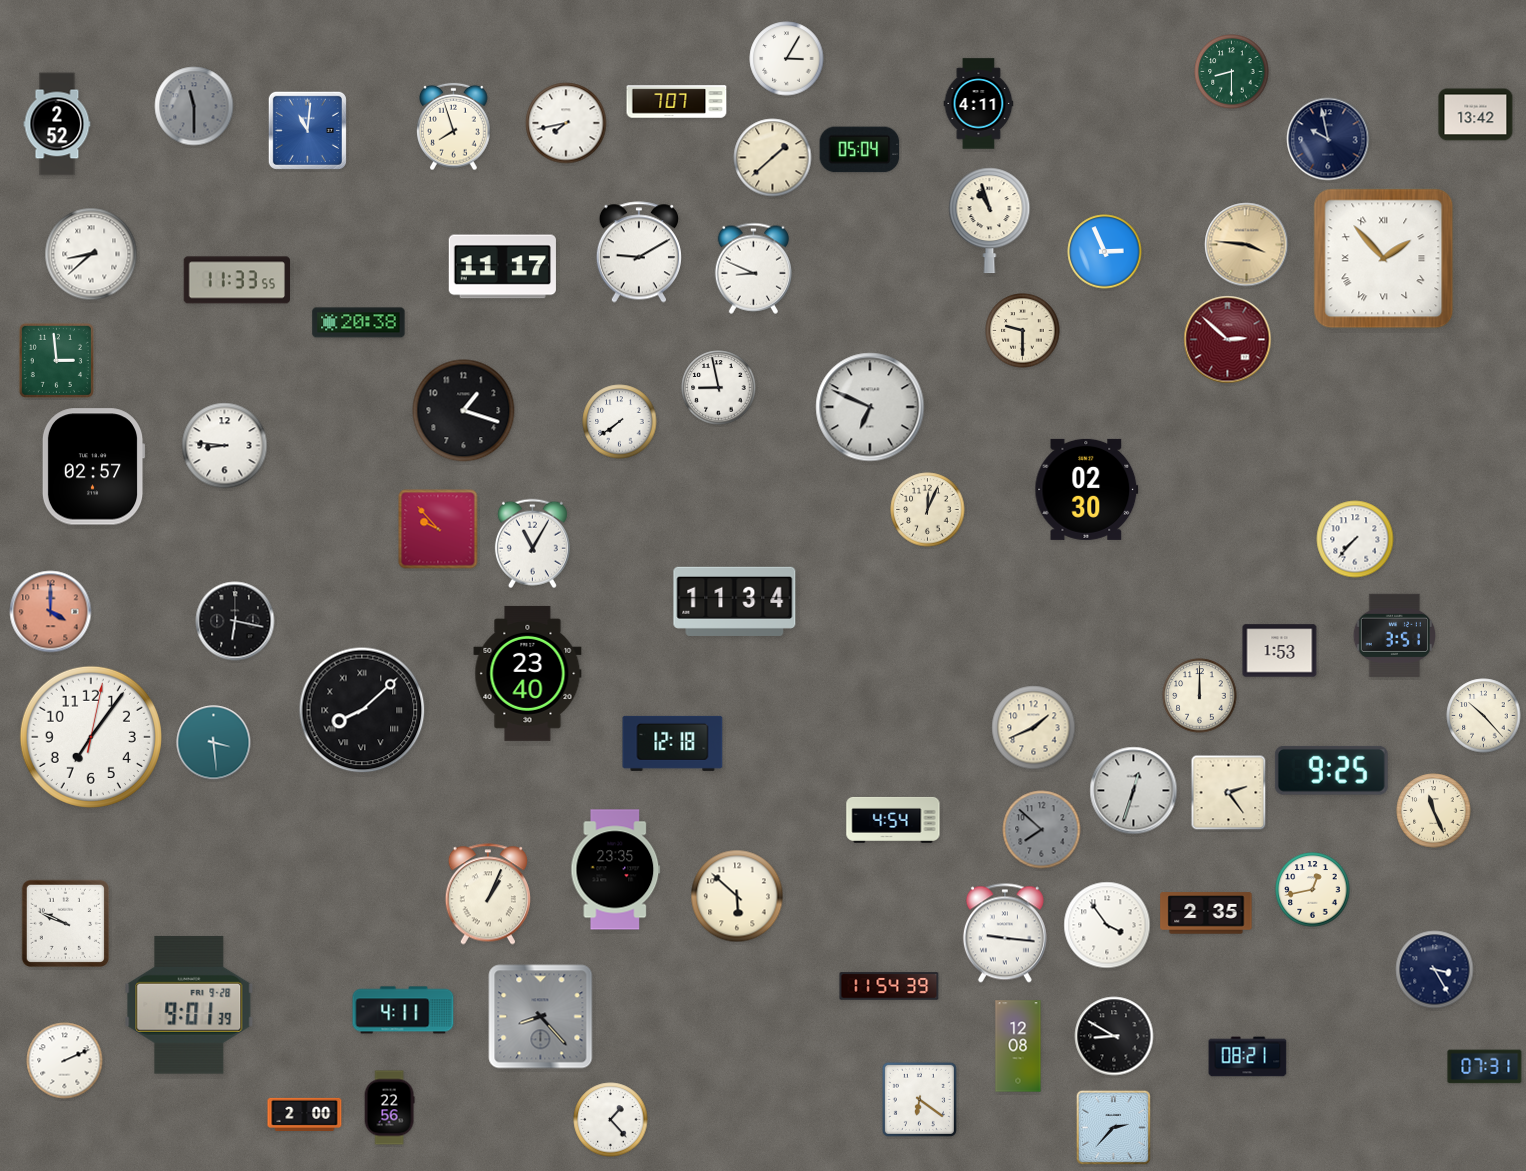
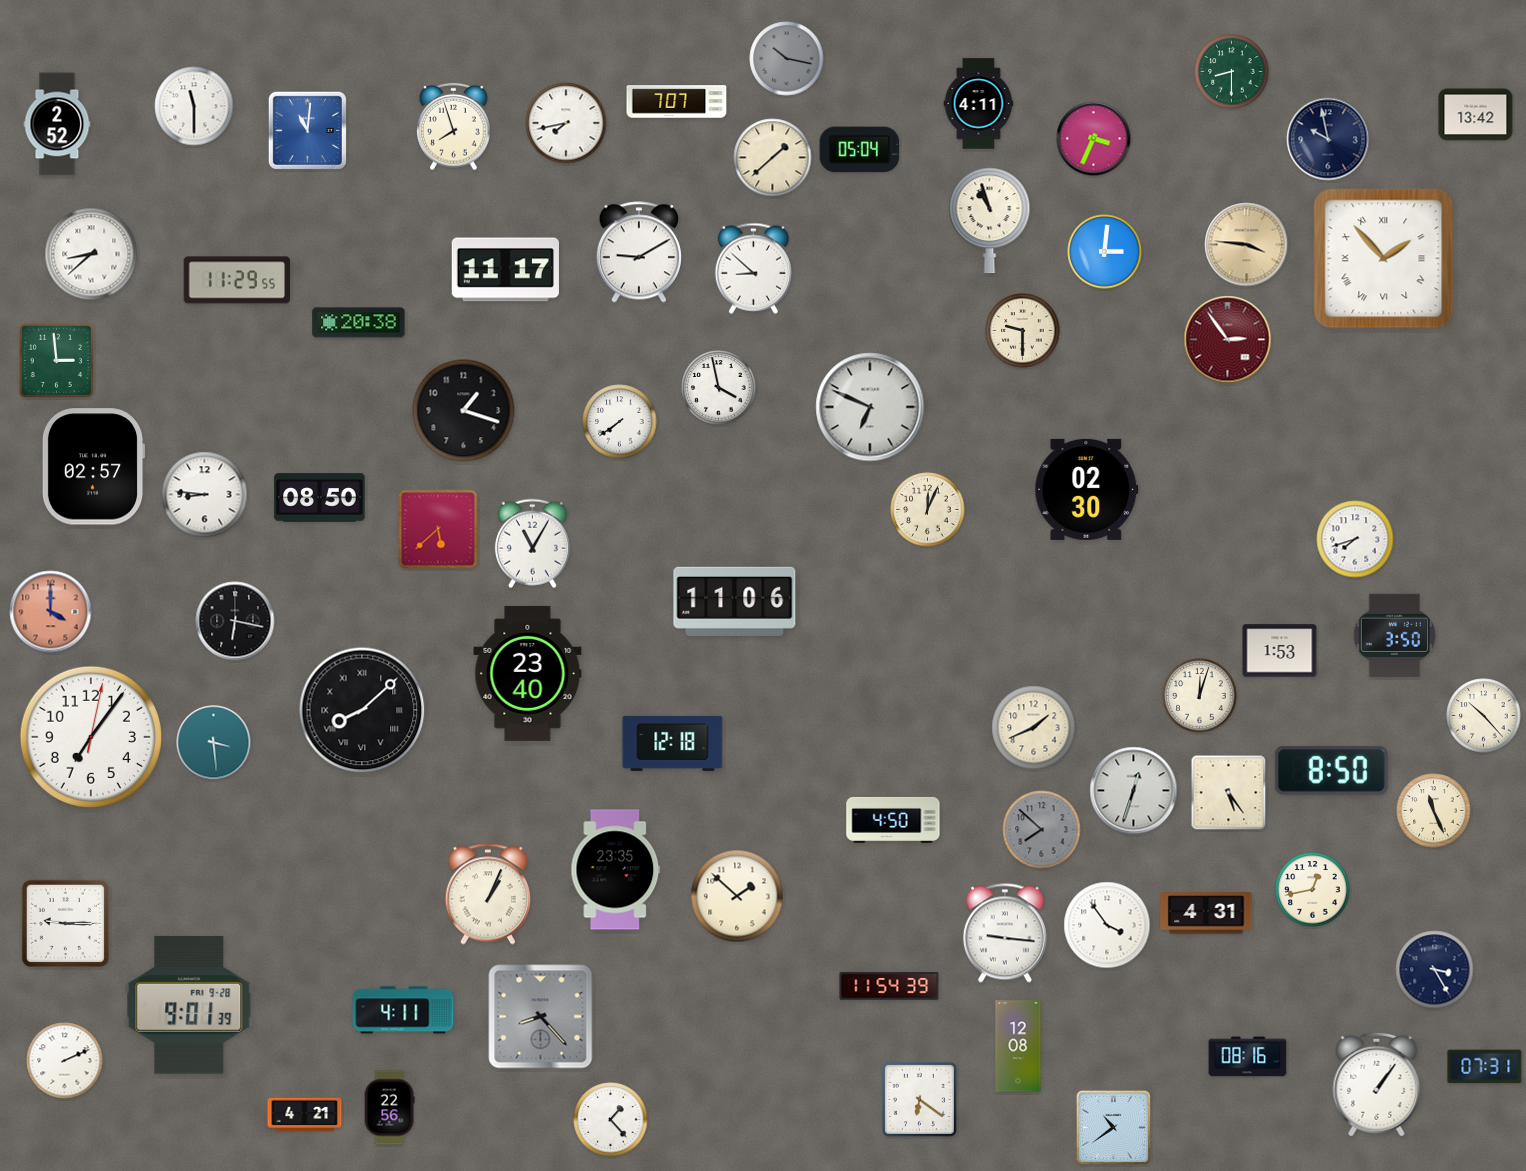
clock at (787, 59): 3:05 -> 10:17
clock at (787, 59) dial: white -> grey
clock at (194, 106) dial: grey -> white
clock at (1094, 139): none -> 3:34
clock at (1105, 252): 2:56 -> 3:01
clock at (502, 267) position: (502, 267) -> (505, 270)
clock at (753, 268): 8:49 -> 8:52
clock at (236, 280): 11:33 -> 11:29
clock at (1228, 340): 2:52 -> 2:54
clock at (719, 388): 8:58 -> 3:58
clock at (225, 446) position: (225, 446) -> (205, 495)
clock at (320, 498): none -> 08:50
clock at (438, 529): 9:53 -> 5:38
clock at (1355, 539): 7:37 -> 7:42
clock at (735, 601): 11:34 -> 11:06
clock at (1394, 635): 3:51 -> 3:50
clock at (1200, 696): 12:00 -> 12:03
clock at (1331, 770): 9:25 -> 8:50
clock at (1229, 793): 2:24 -> 5:24
clock at (893, 820): 4:54 -> 4:50
clock at (737, 896): 5:52 -> 1:52
clock at (1206, 913): 2:35 -> 4:31
clock at (65, 923): 9:49 -> 9:15
clock at (1114, 1036): 8:50 -> none
clock at (1248, 1057): 08:21 -> 08:16
clock at (1377, 1084): none -> 1:06
clock at (305, 1114): 2:00 -> 4:21
clock at (1113, 1127): 2:37 -> 10:39
